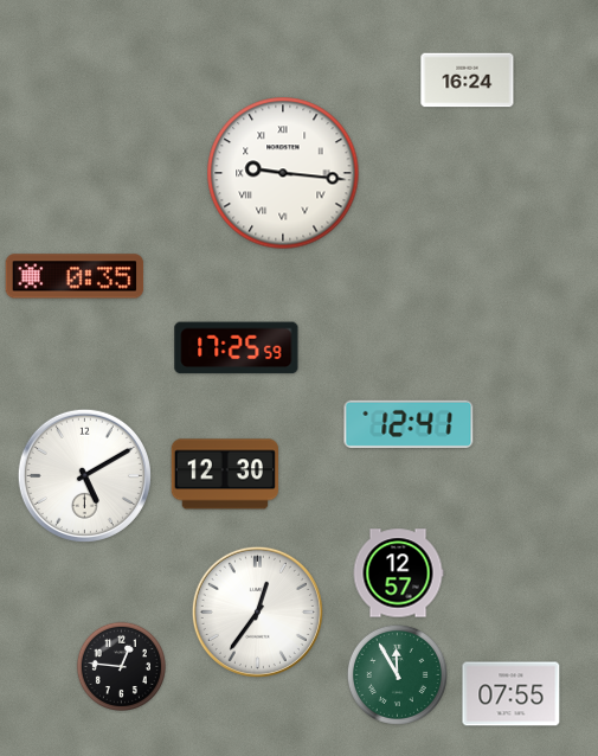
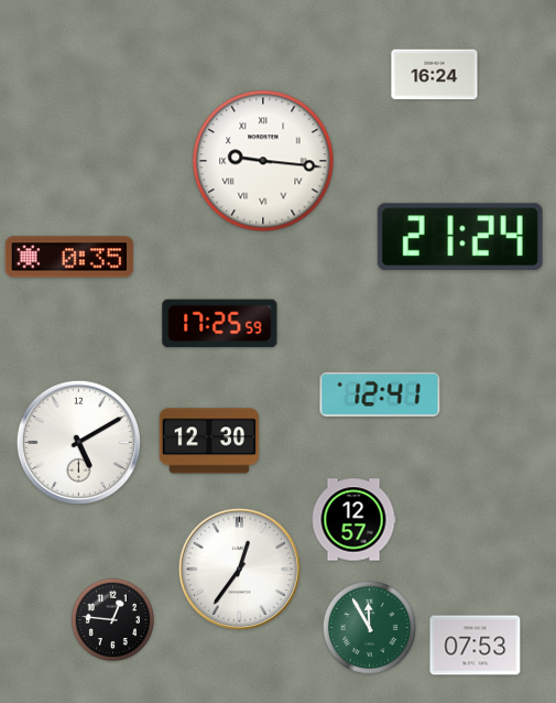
clock at (460, 237): none -> 21:24
clock at (398, 574) position: (398, 574) -> (353, 520)
clock at (512, 694): 07:55 -> 07:53
